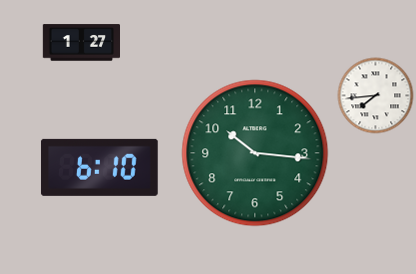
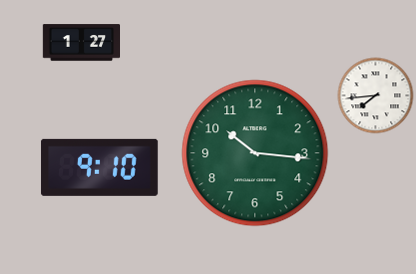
clock at (100, 167): 6:10 -> 9:10
